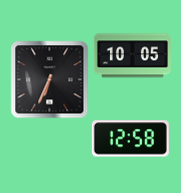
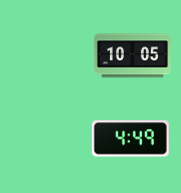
clock at (49, 79): 6:34 -> none
clock at (130, 139): 12:58 -> 4:49
